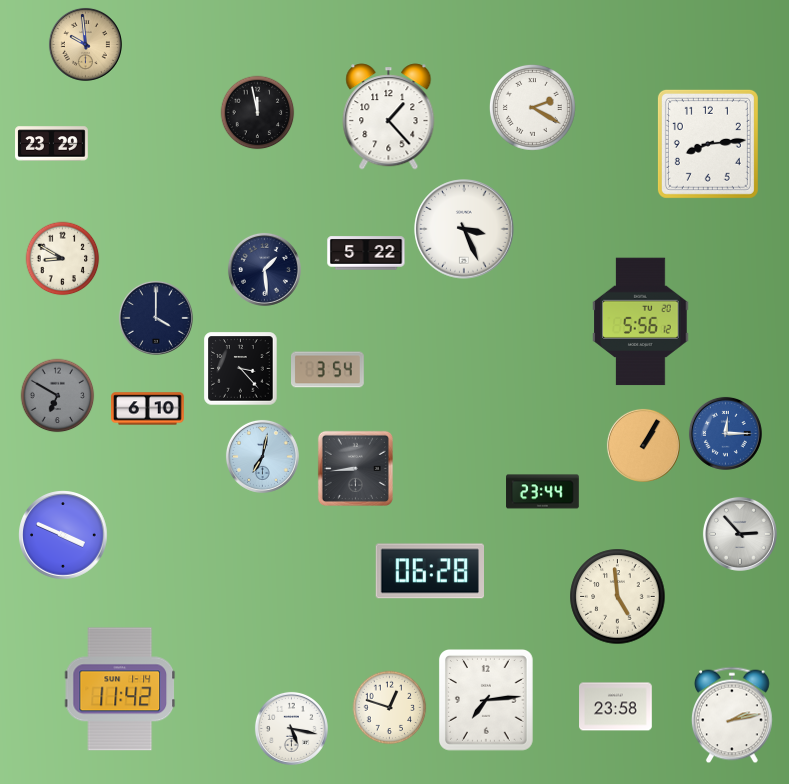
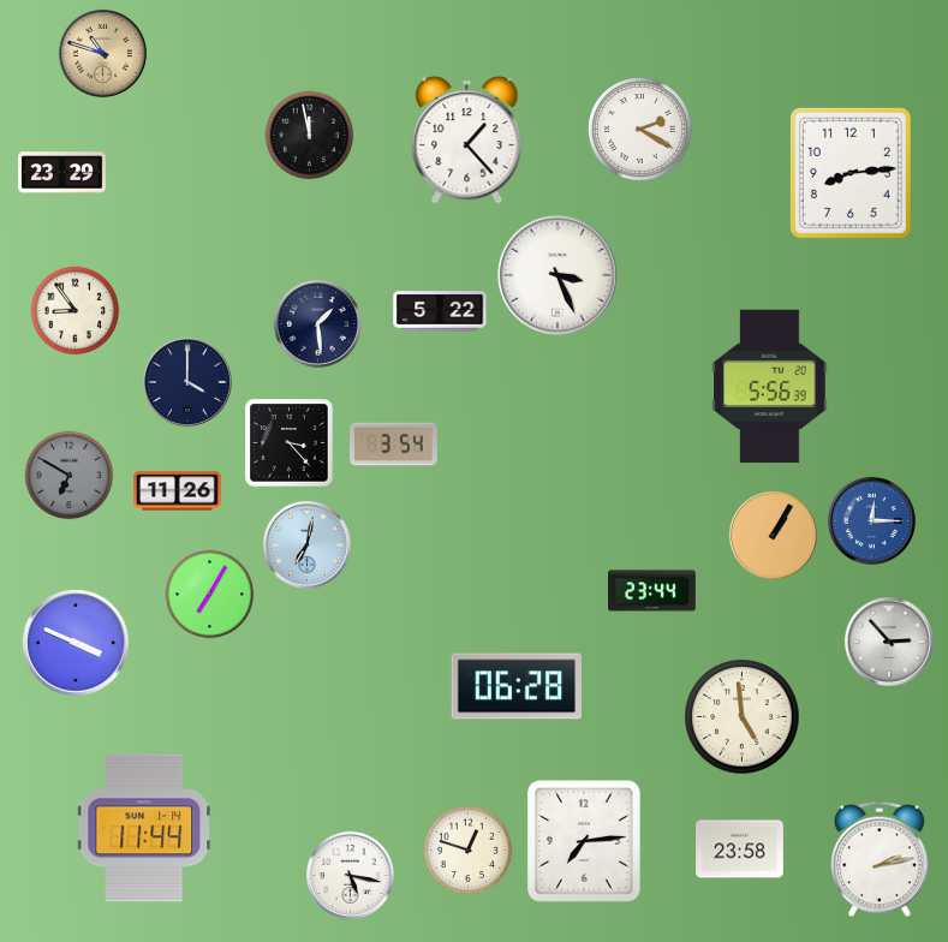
clock at (85, 44): 9:59 -> 10:48
clock at (366, 253) position: (366, 253) -> (440, 311)
clock at (63, 259): 8:50 -> 8:54
clock at (641, 322): 5:56:12 -> 5:56:39
clock at (148, 409): 6:10 -> 11:26
clock at (262, 456) position: (262, 456) -> (306, 544)
clock at (355, 468): 8:44 -> none
clock at (210, 595): none -> 7:05
clock at (120, 689): 11:42 -> 11:44
